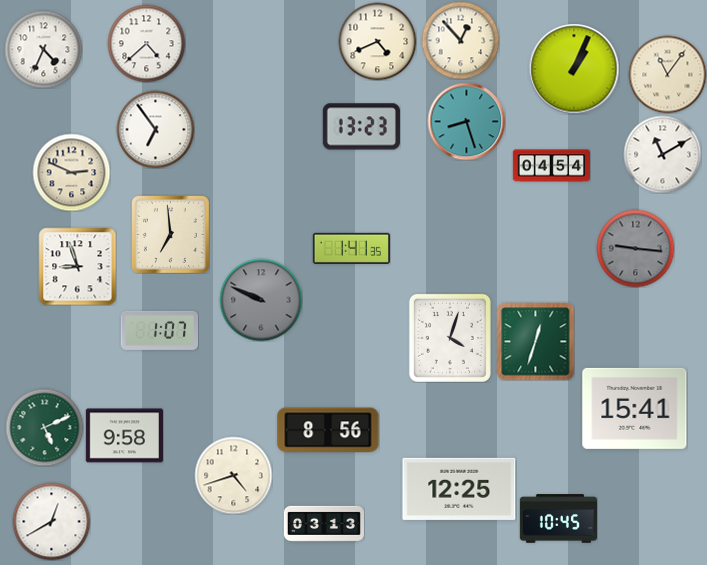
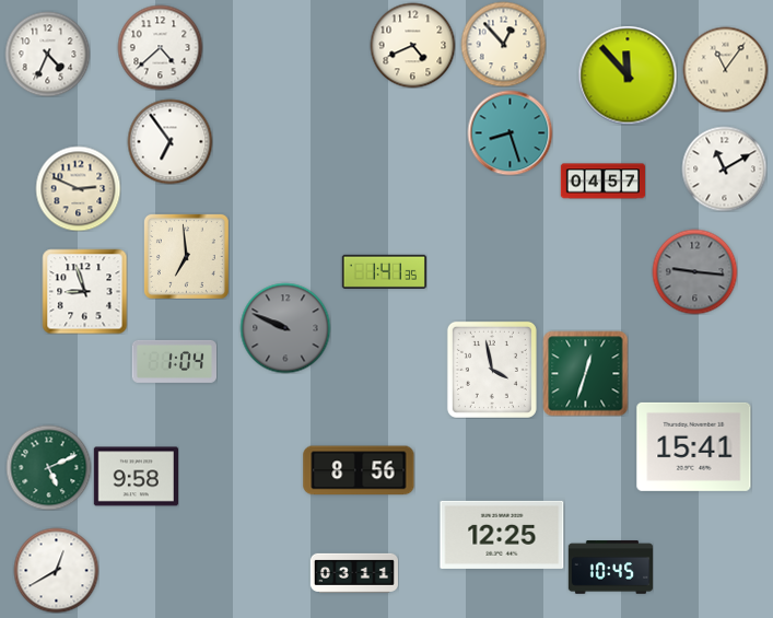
clock at (574, 69): 1:04 -> 11:53
clock at (667, 74) position: (667, 74) -> (725, 69)
clock at (361, 127): 13:23 -> none
clock at (551, 166): 04:54 -> 04:57
clock at (159, 330): 1:07 -> 1:04
clock at (450, 338): 4:03 -> 3:58
clock at (233, 475): 4:42 -> none
clock at (324, 524): 03:13 -> 03:11
